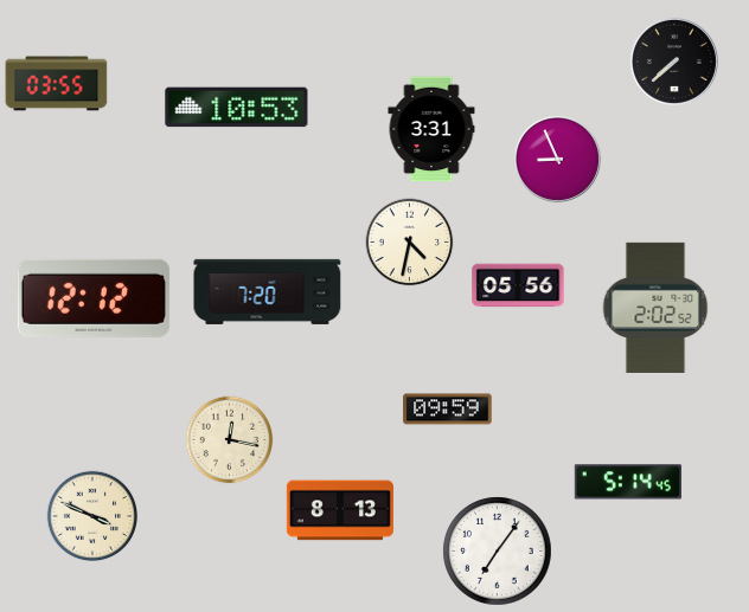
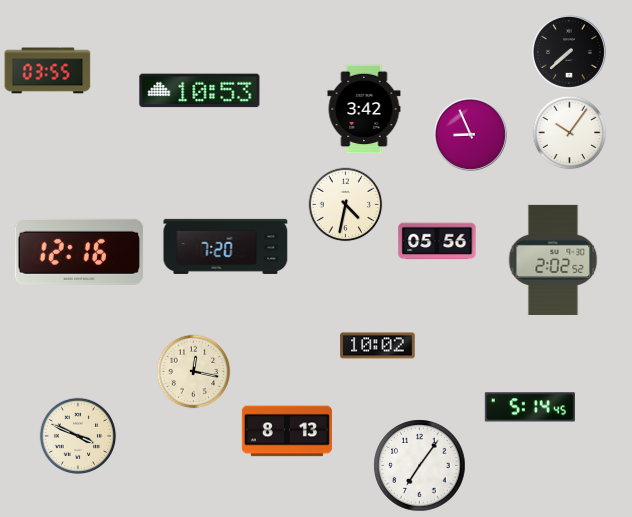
clock at (431, 129): 3:31 -> 3:42
clock at (570, 133): none -> 10:06
clock at (94, 298): 12:12 -> 12:16
clock at (448, 410): 09:59 -> 10:02
